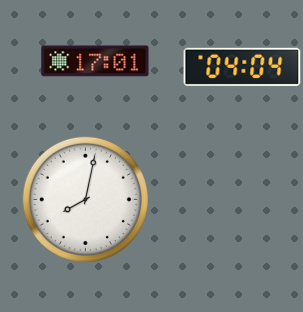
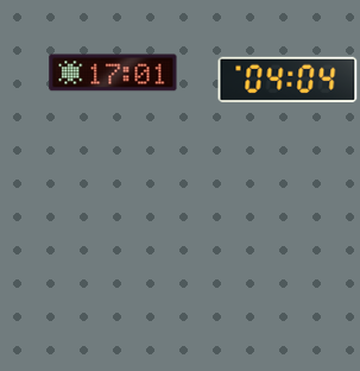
clock at (85, 199): 8:02 -> none
